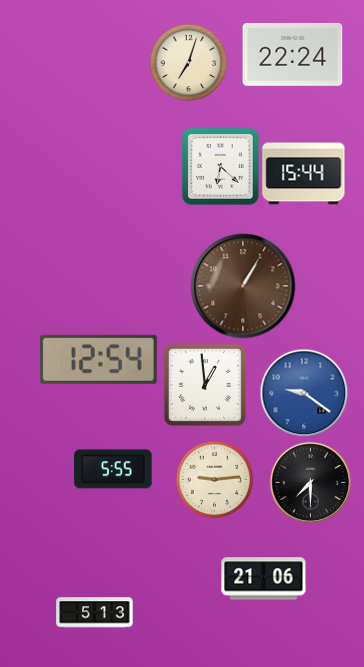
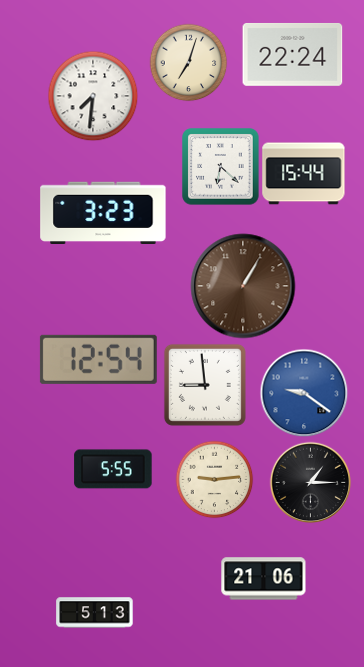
clock at (93, 96): none -> 7:31
clock at (103, 212): none -> 3:23
clock at (205, 385): 12:59 -> 8:59
clock at (310, 482): 7:30 -> 1:15
